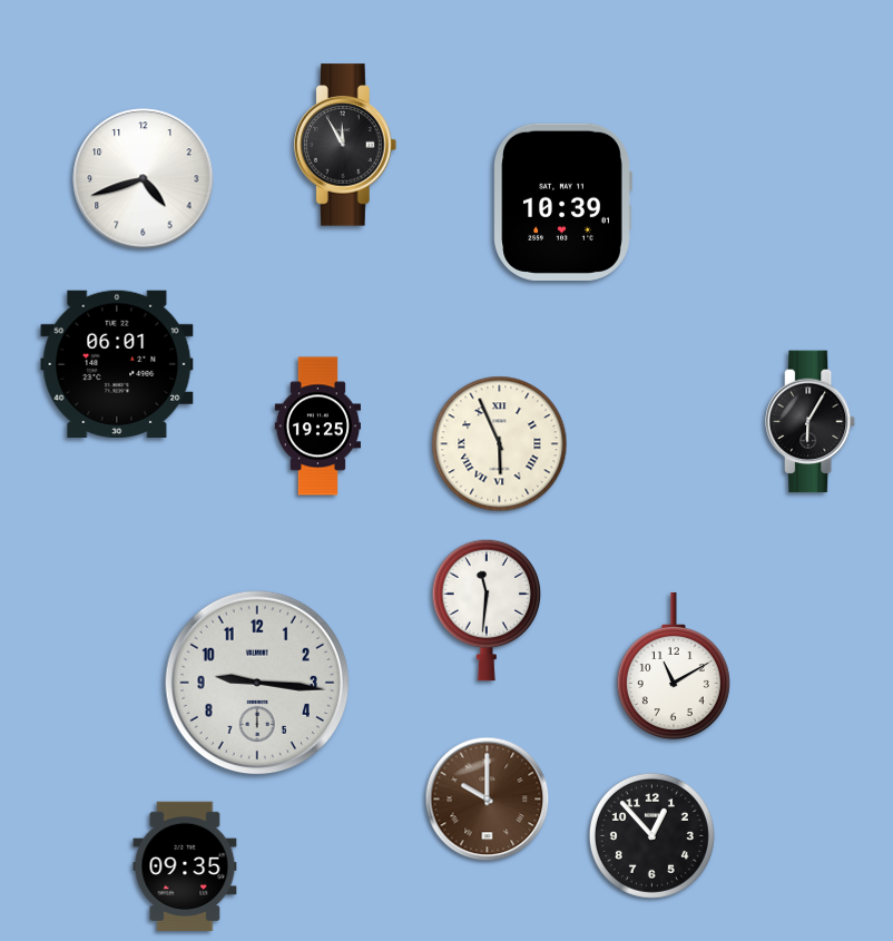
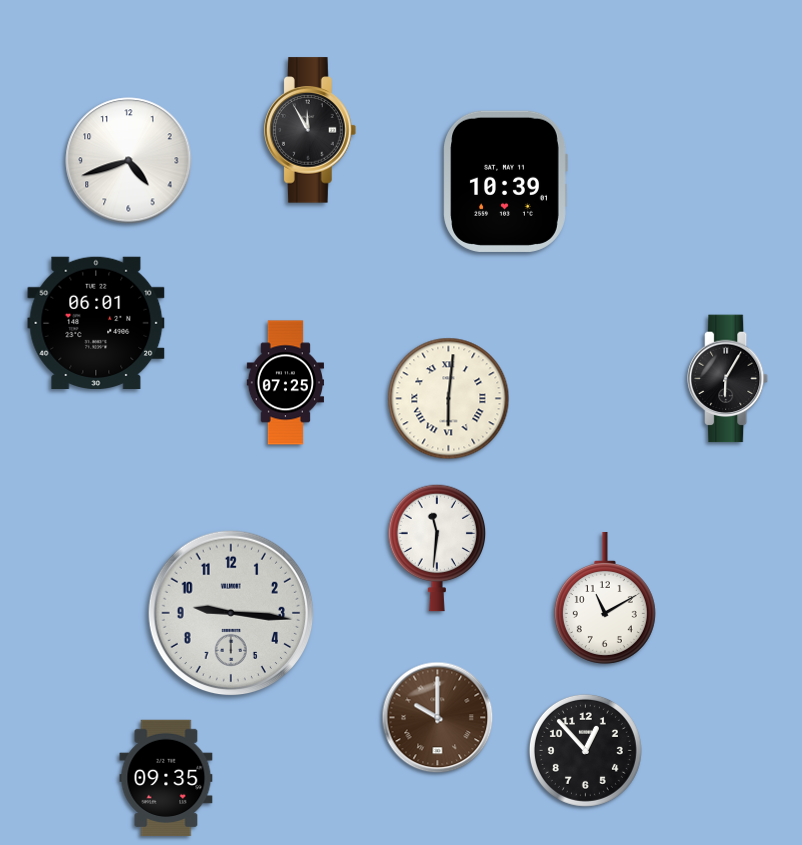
clock at (117, 363) position: (117, 363) -> (96, 322)
clock at (317, 427): 19:25 -> 07:25
clock at (500, 444): 5:56 -> 6:01
